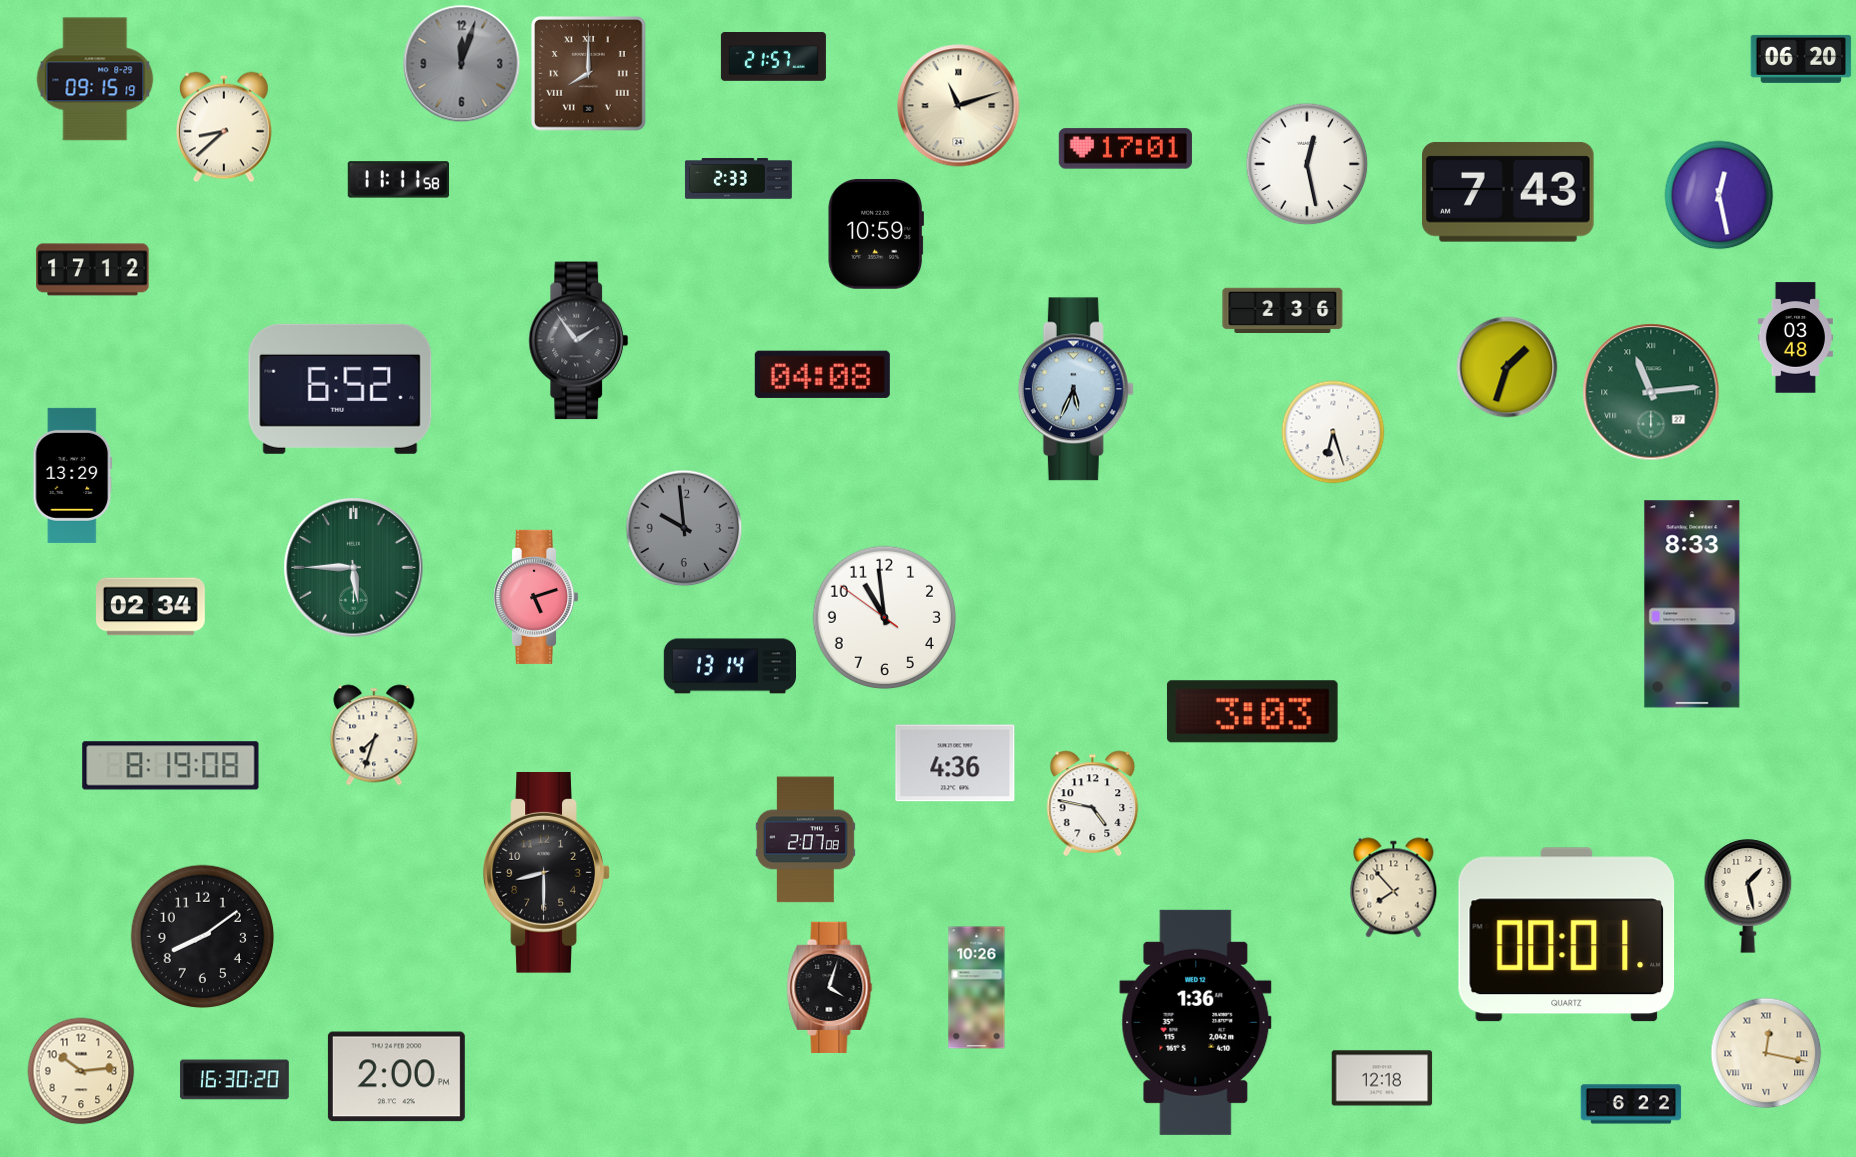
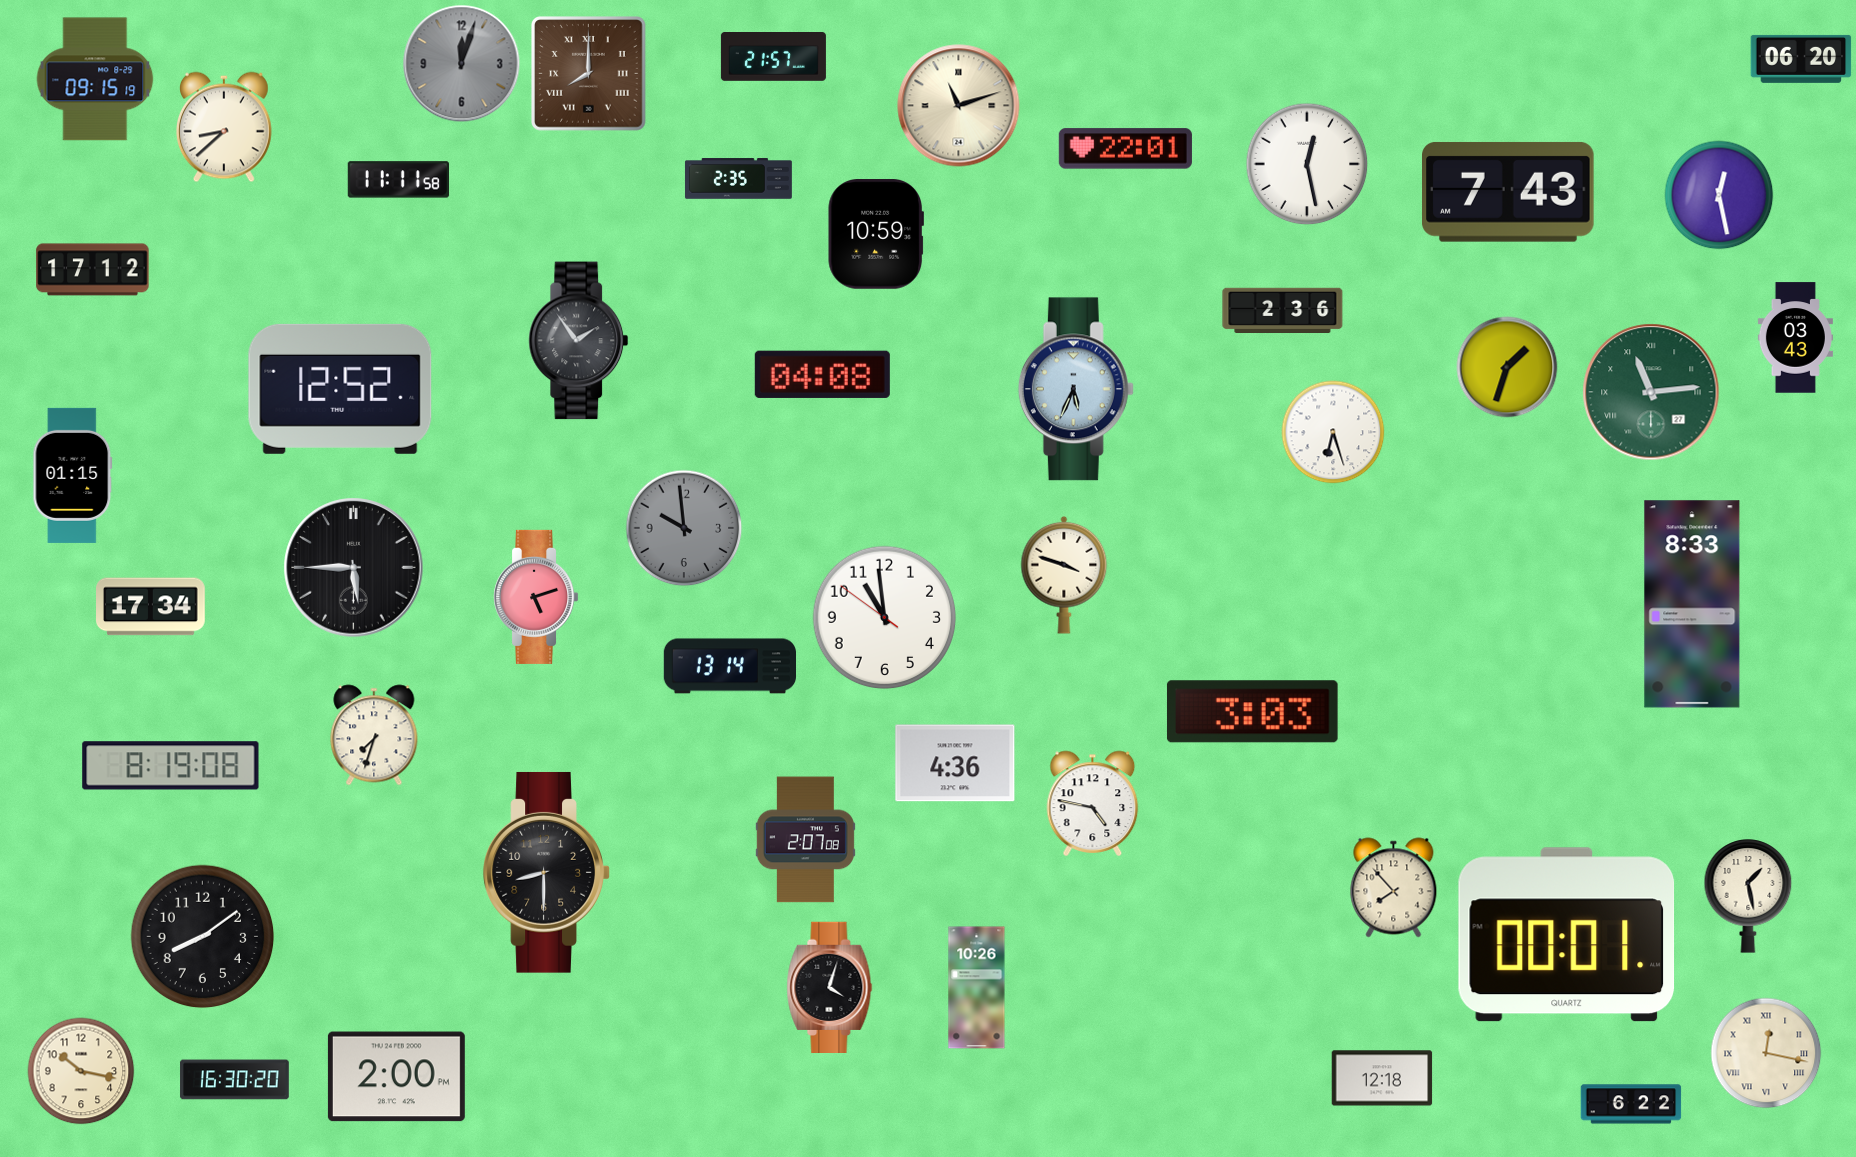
clock at (1125, 149): 17:01 -> 22:01
clock at (738, 179): 2:33 -> 2:35
clock at (1795, 338): 03:48 -> 03:43
clock at (340, 389): 6:52 -> 12:52
clock at (73, 475): 13:29 -> 01:15
clock at (354, 568) dial: green -> black
clock at (1064, 575): none -> 3:48
clock at (151, 607): 02:34 -> 17:34
clock at (1196, 1022): 1:36 -> none
clock at (81, 1071): 10:14 -> 10:17
